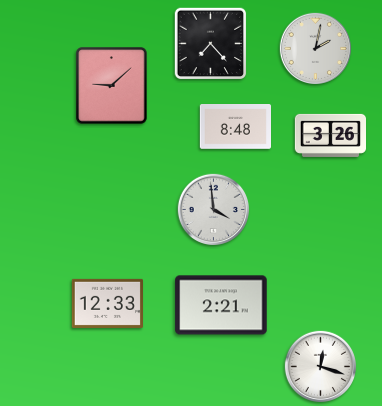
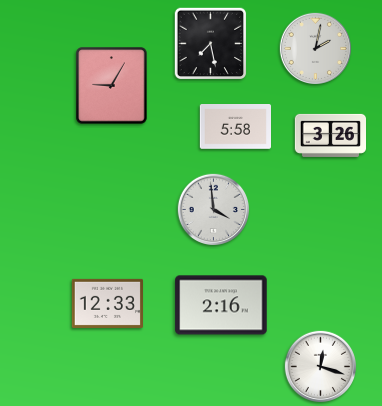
clock at (211, 44): 7:23 -> 7:28
clock at (112, 86): 9:08 -> 9:05
clock at (235, 127): 8:48 -> 5:58
clock at (221, 305): 2:21 -> 2:16
